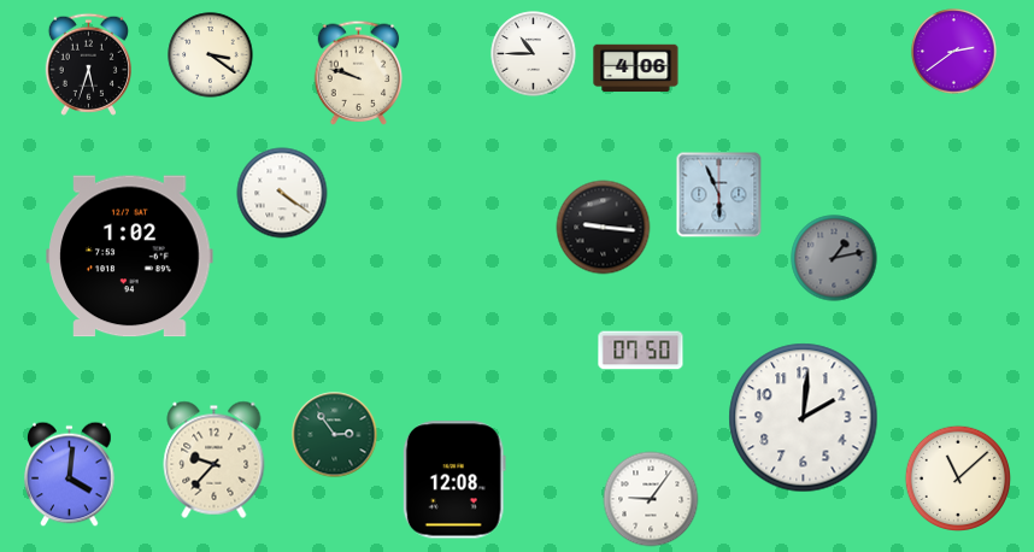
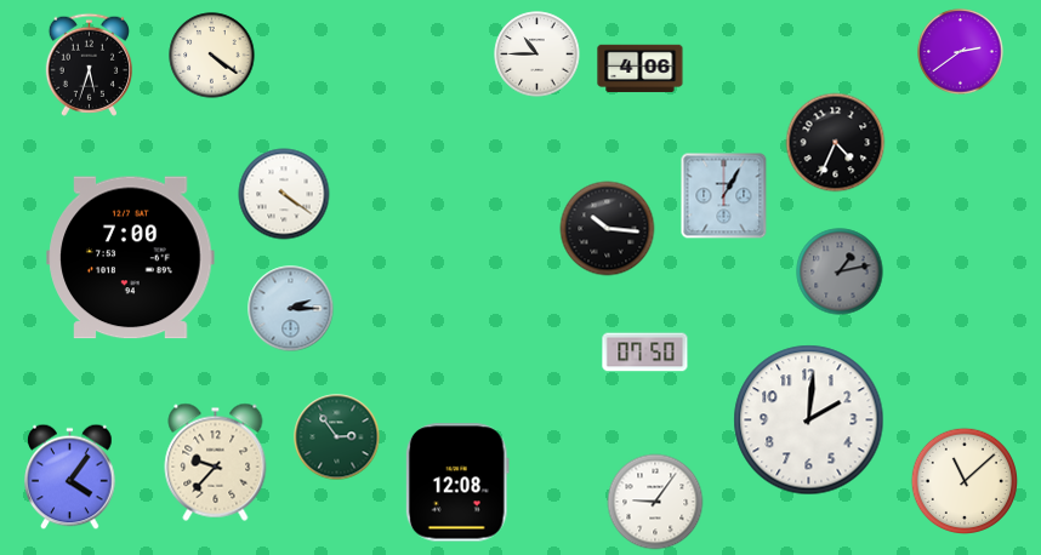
clock at (211, 55): 3:21 -> 4:21
clock at (359, 72): 9:48 -> none
clock at (836, 143): none -> 4:34
clock at (719, 195): 5:56 -> 1:05
clock at (604, 228): 9:16 -> 10:16
clock at (130, 257): 1:02 -> 7:00
clock at (834, 258) position: (834, 258) -> (840, 271)
clock at (291, 309): none -> 2:15
clock at (70, 475): 4:01 -> 4:06
